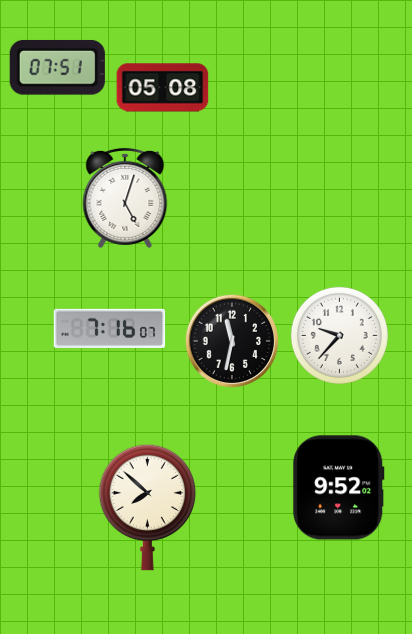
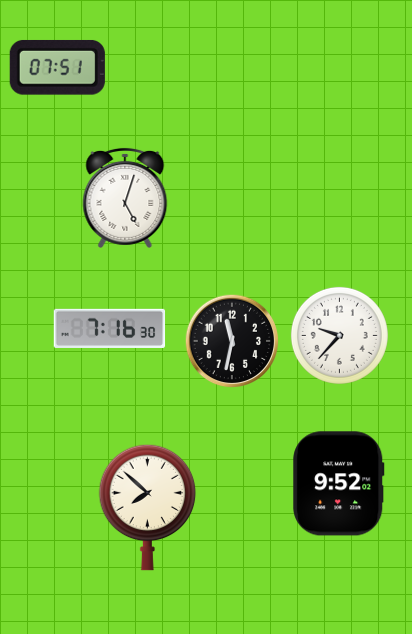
clock at (163, 88): 05:08 -> none
clock at (110, 328): 7:16:07 -> 7:16:30
clock at (339, 488) position: (339, 488) -> (339, 484)
